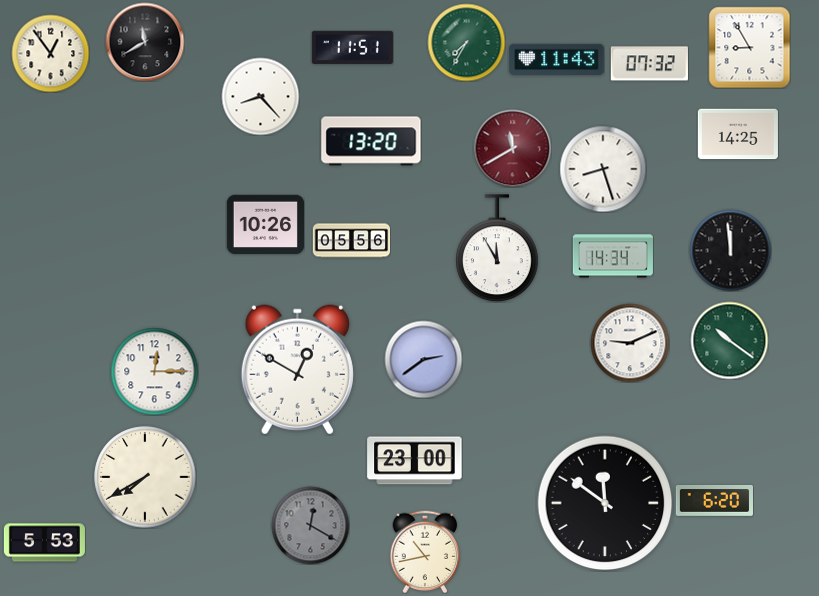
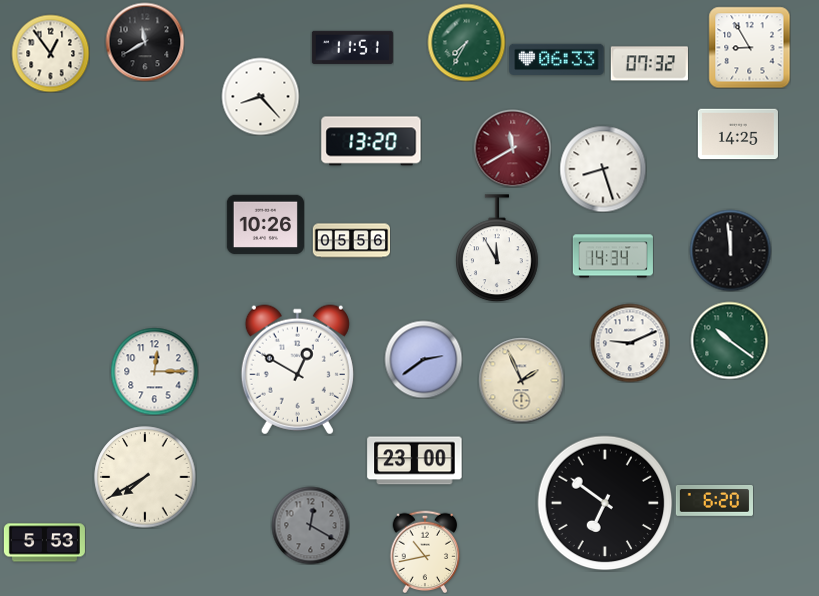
clock at (557, 60): 11:43 -> 06:33
clock at (521, 380): none -> 1:56
clock at (605, 503): 11:51 -> 6:51
